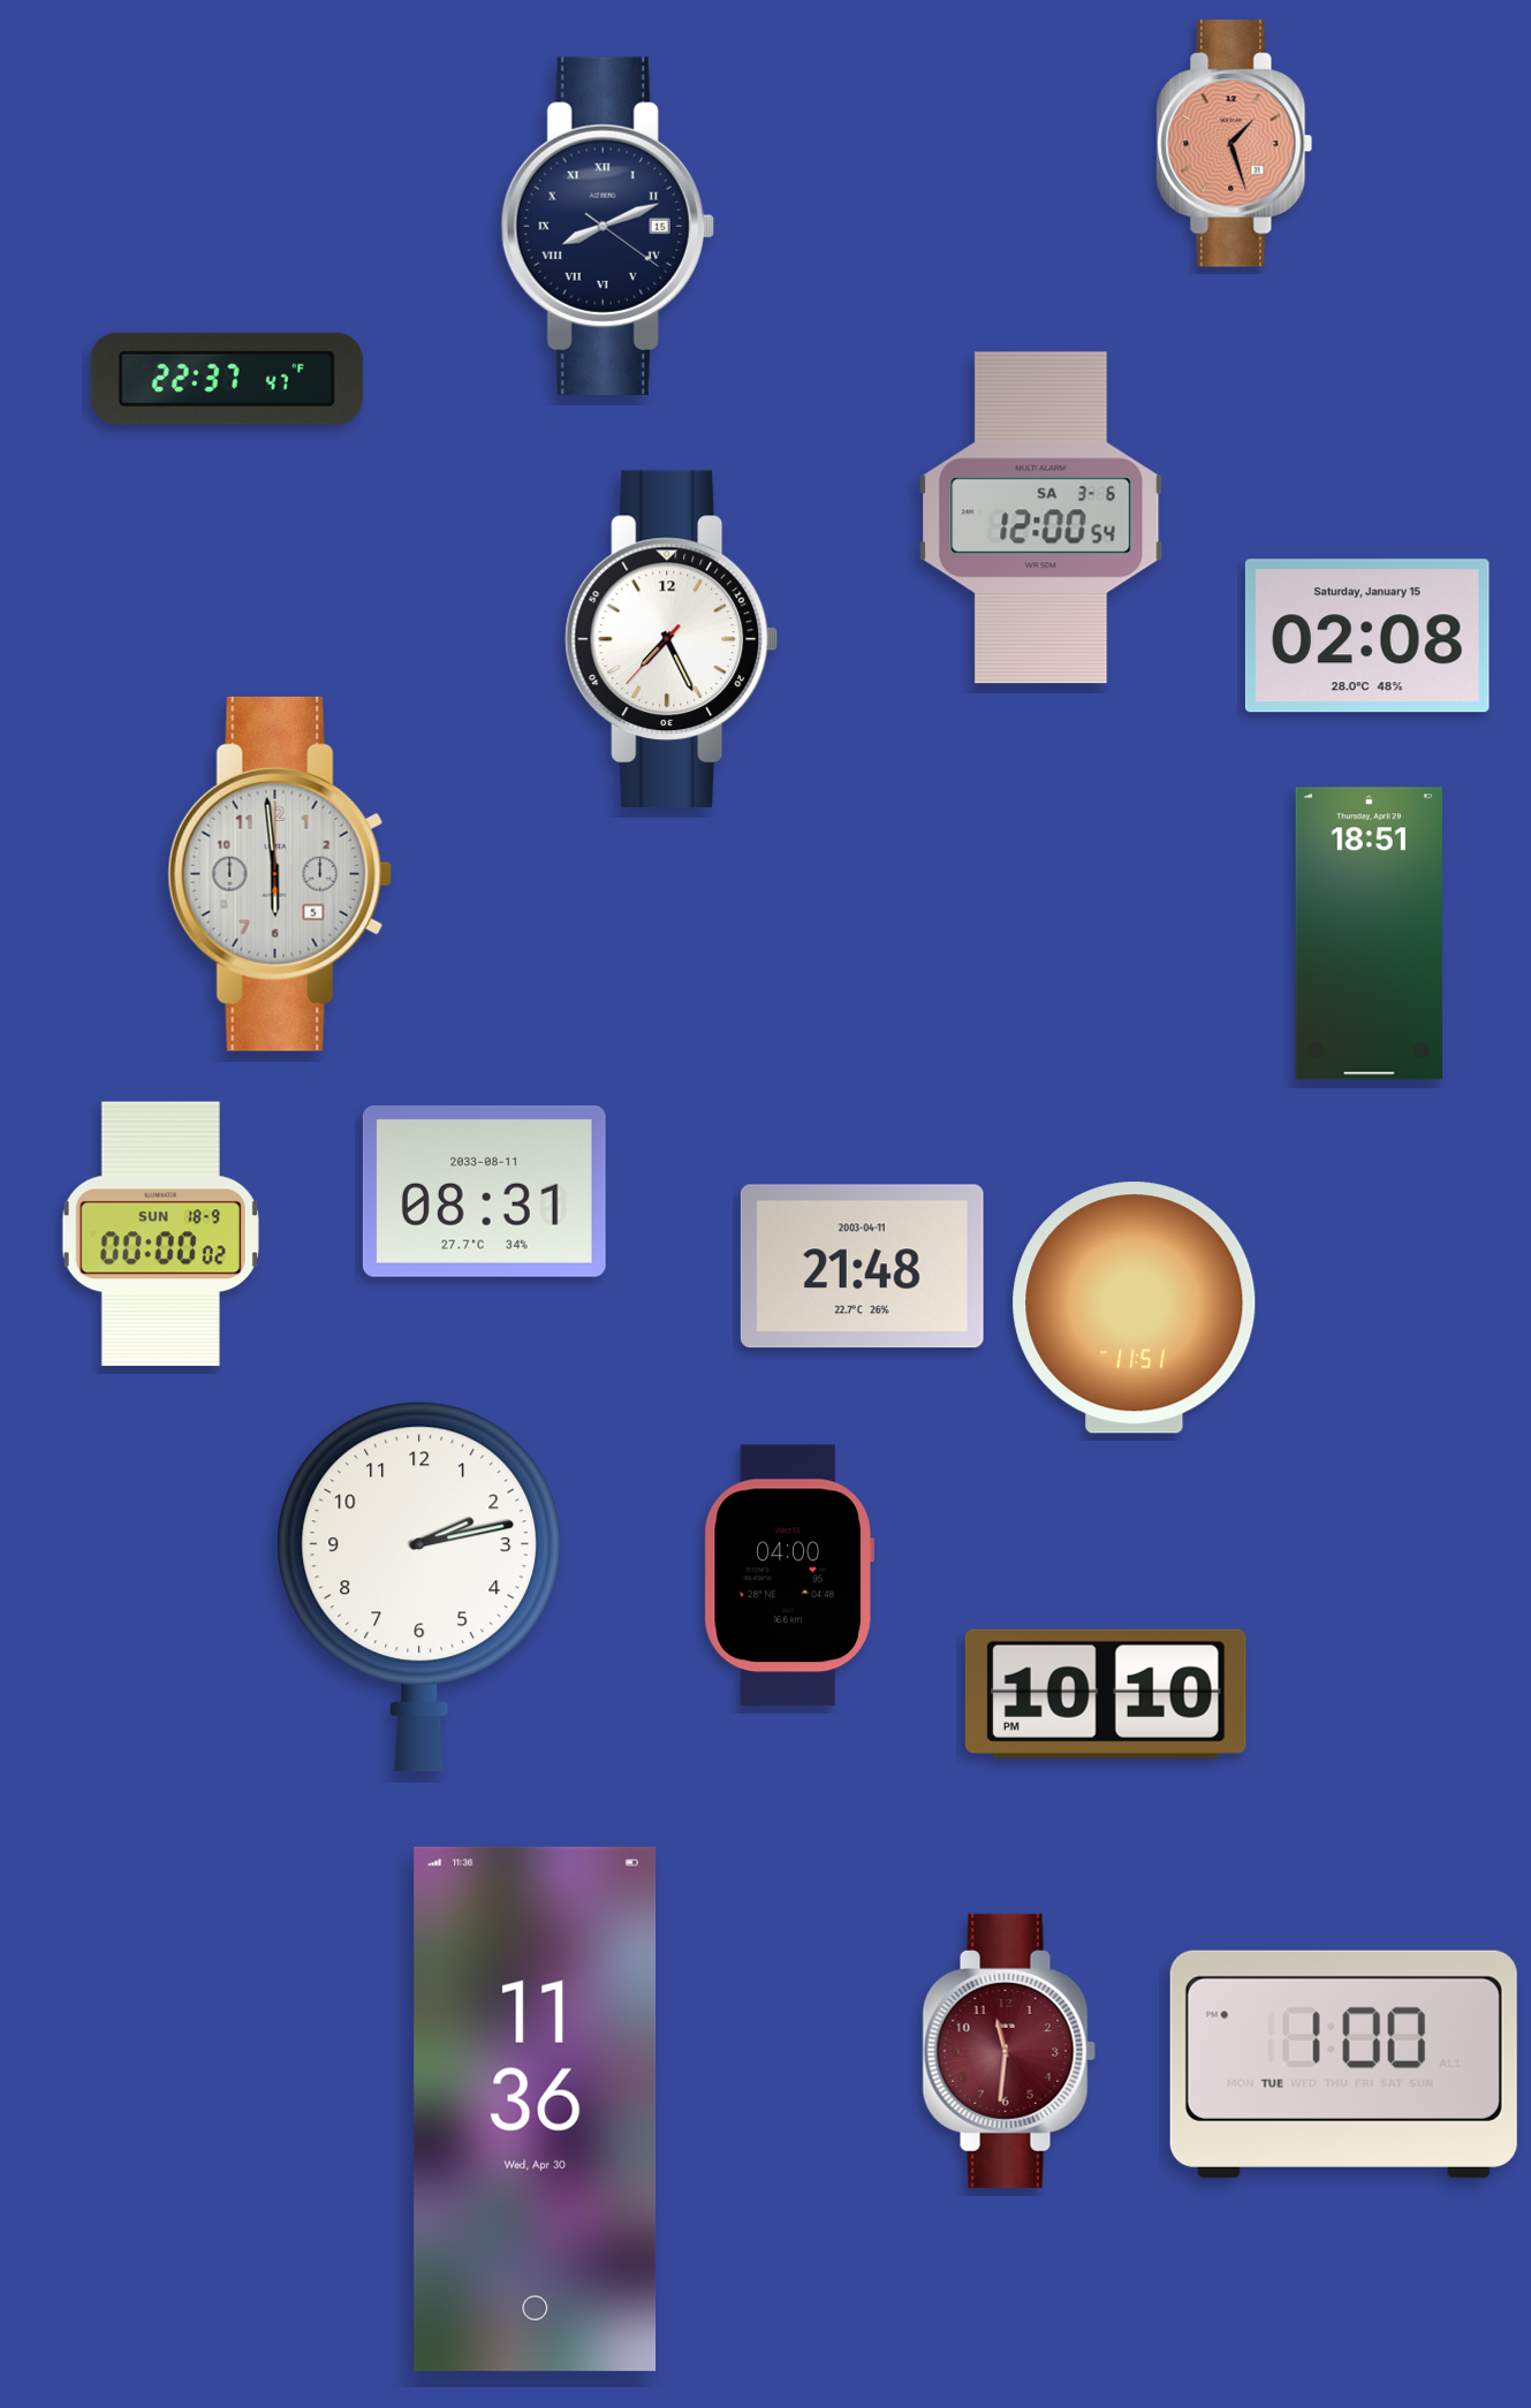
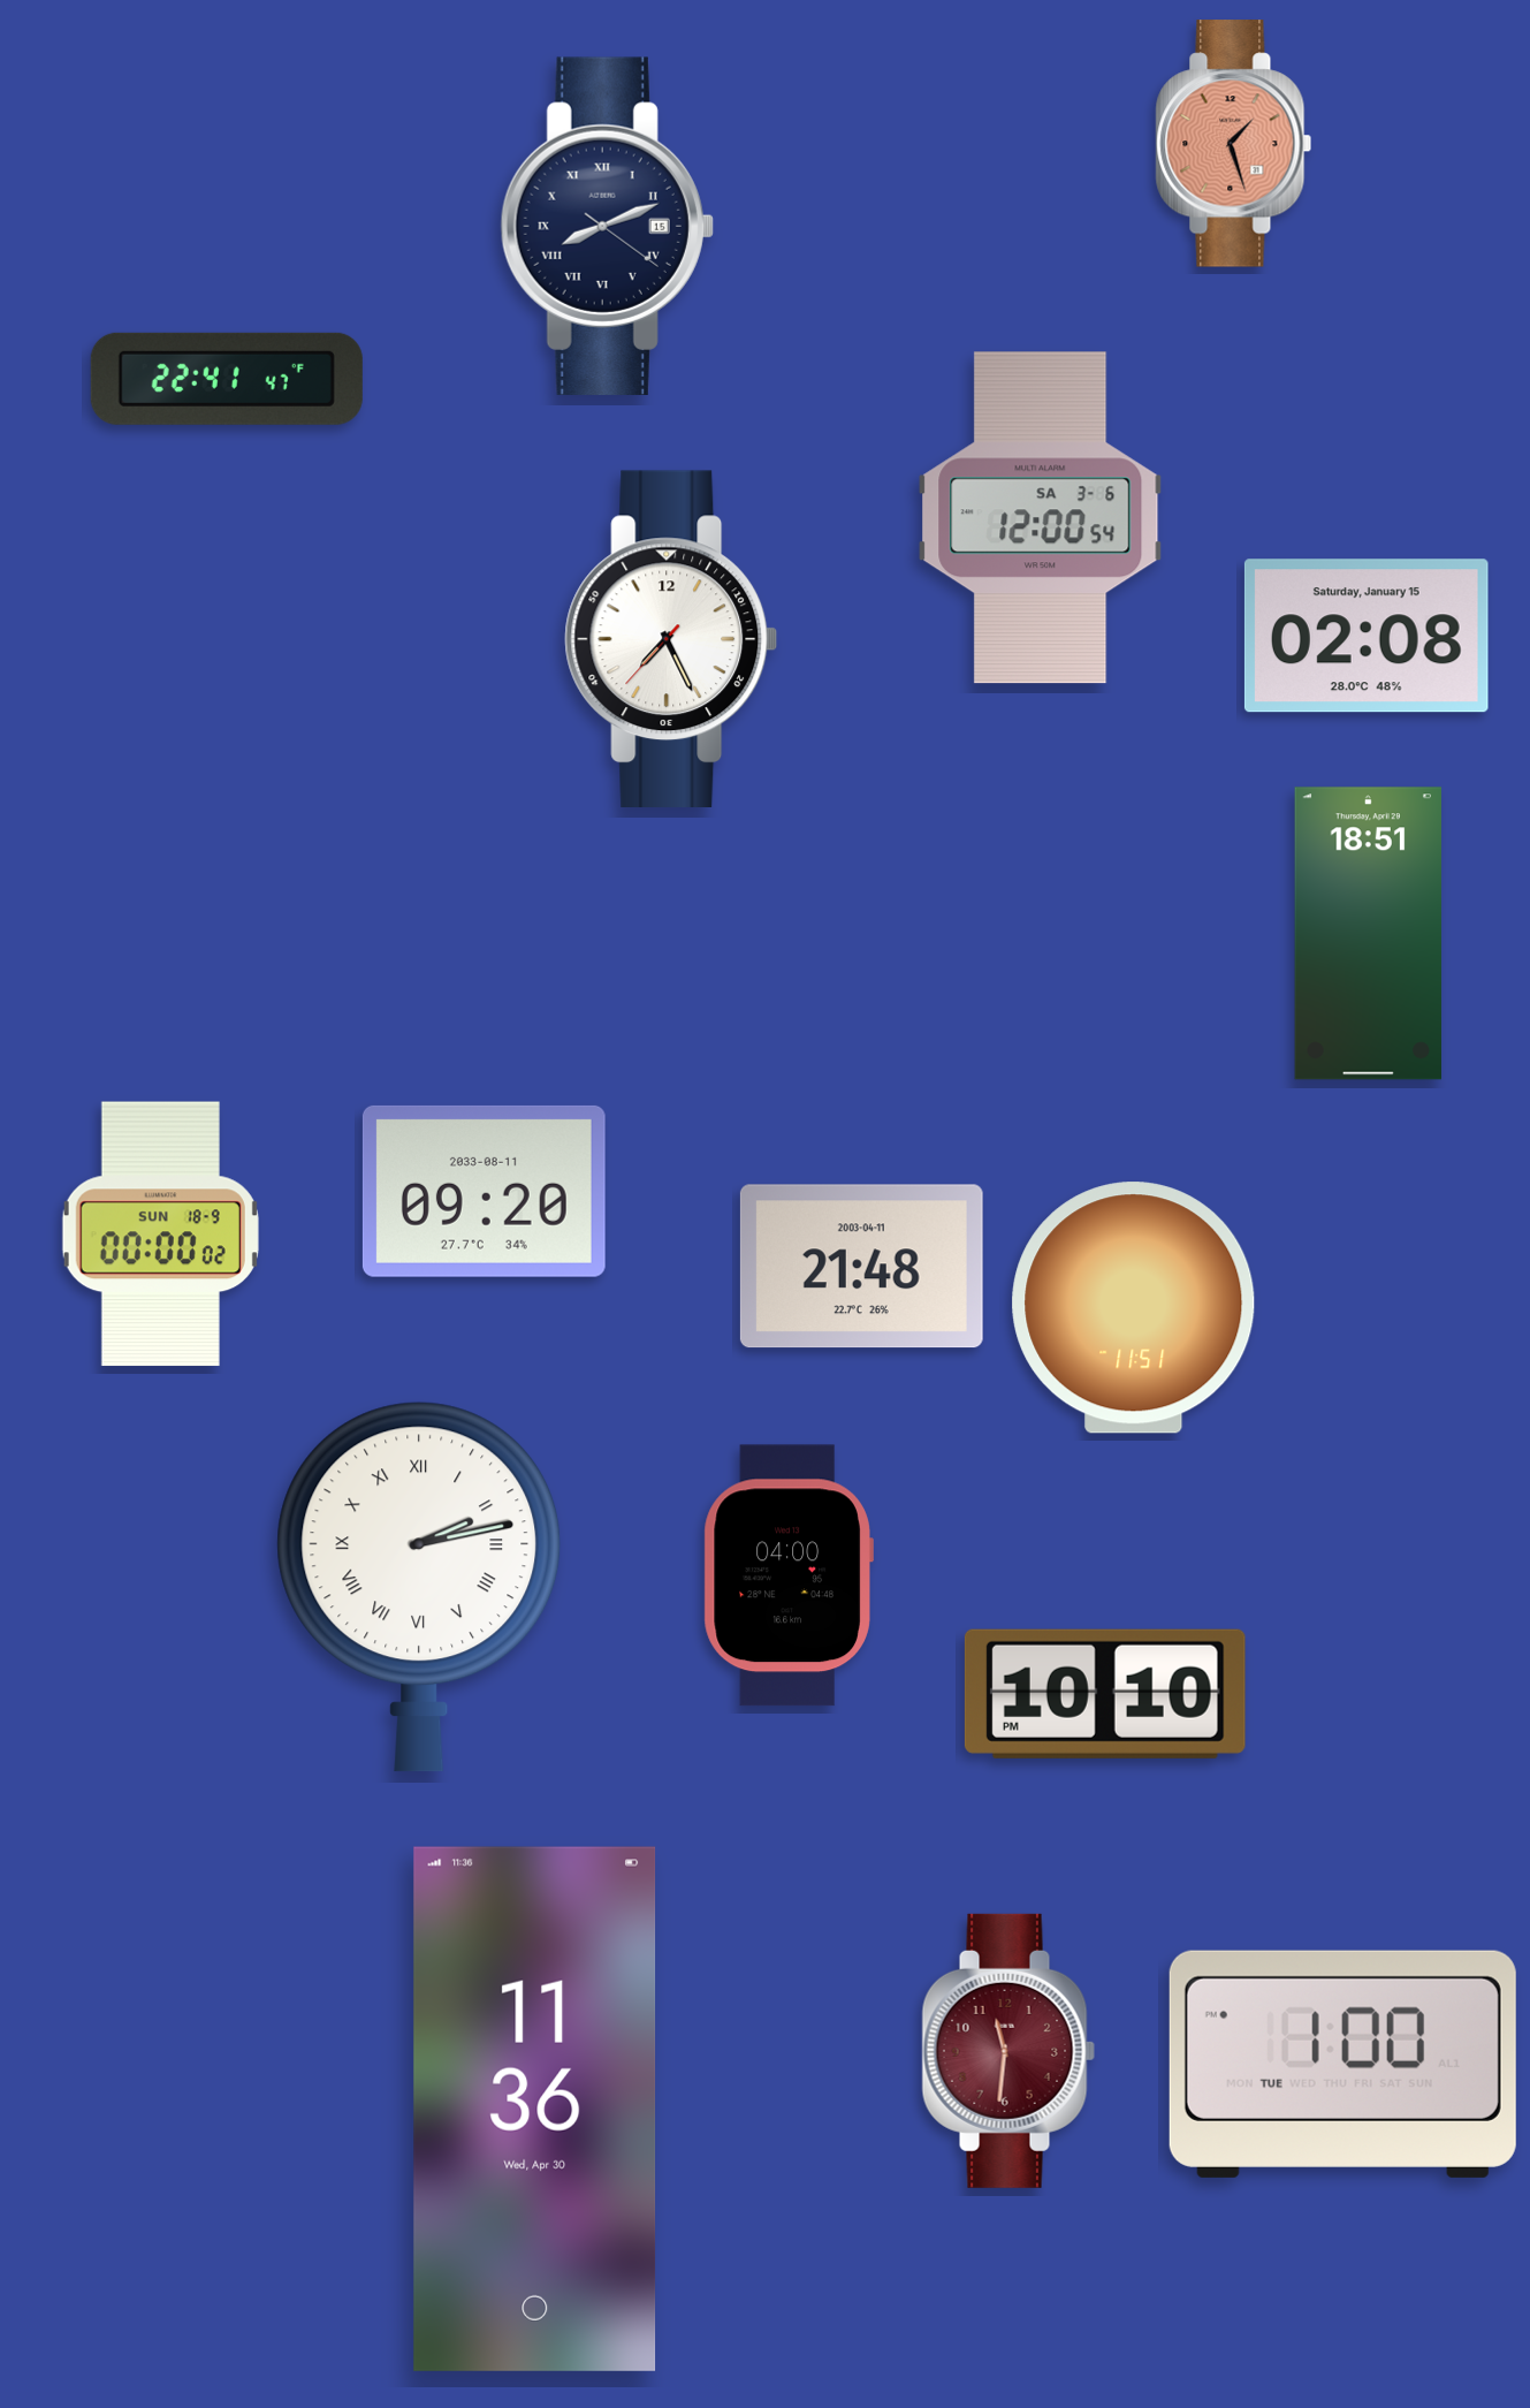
clock at (227, 379): 22:37 -> 22:41
clock at (280, 874): 5:59 -> none
clock at (484, 1191): 08:31 -> 09:20
clock at (419, 1587) numerals: Arabic -> Roman
